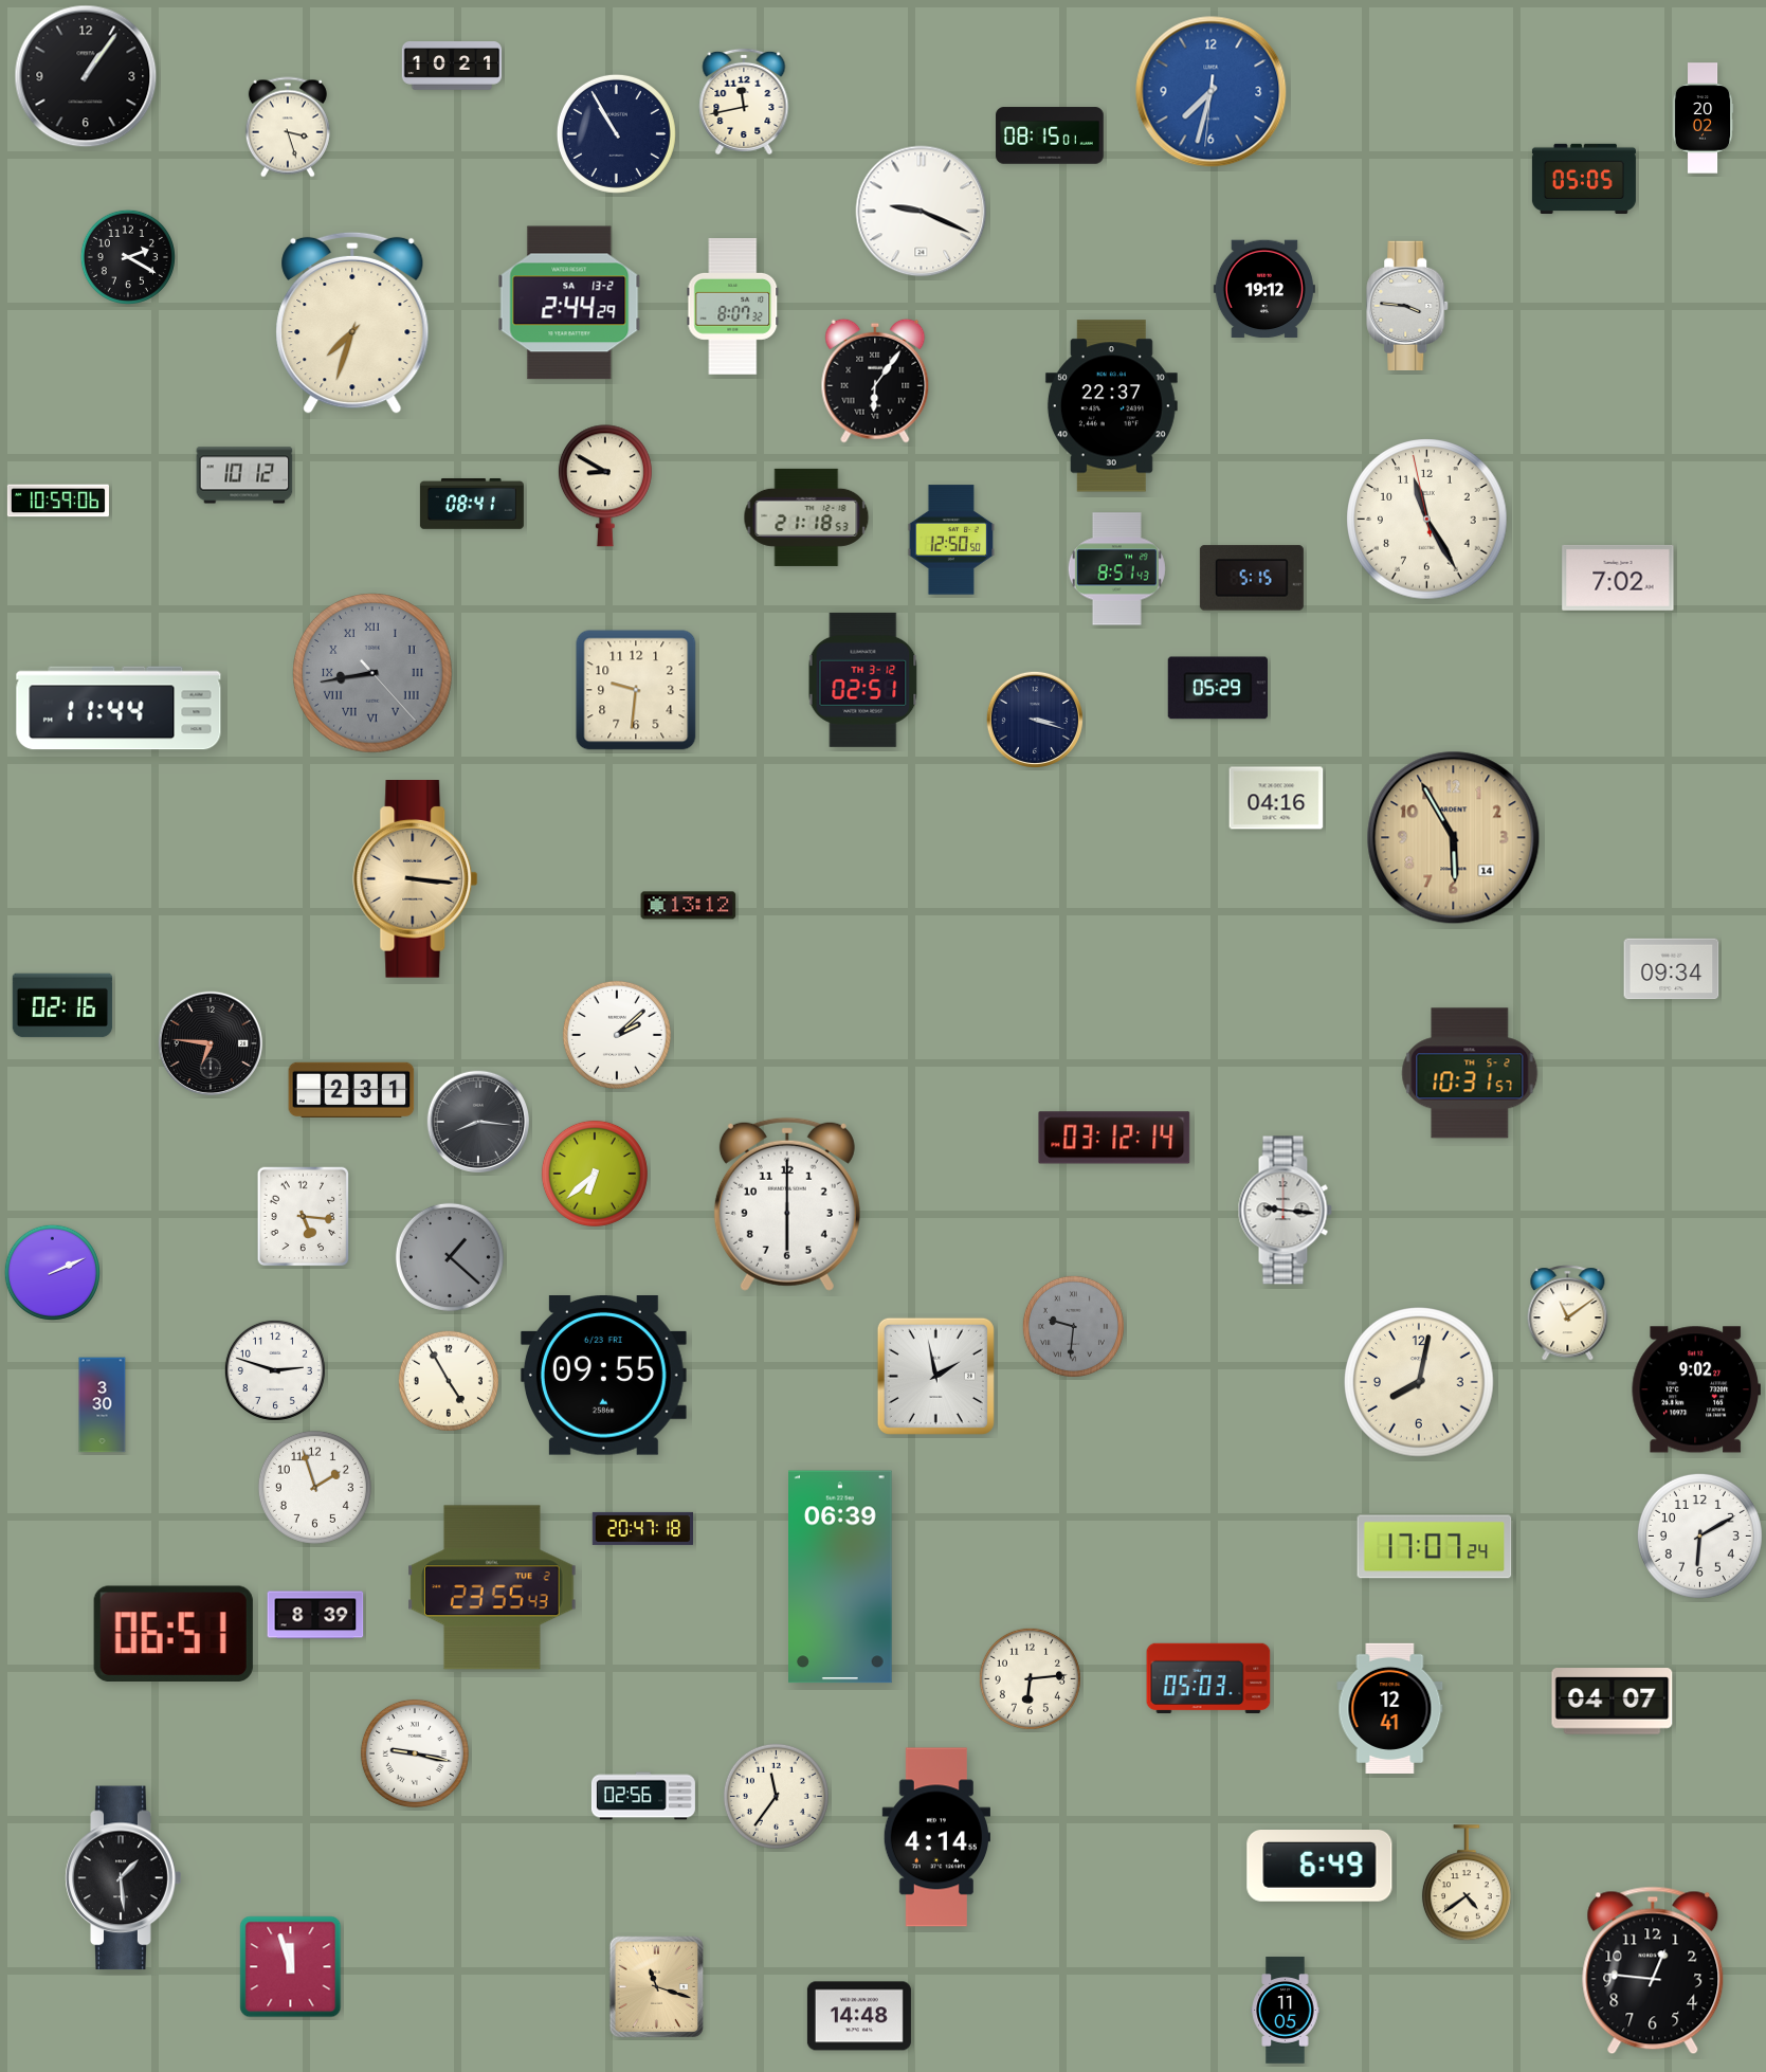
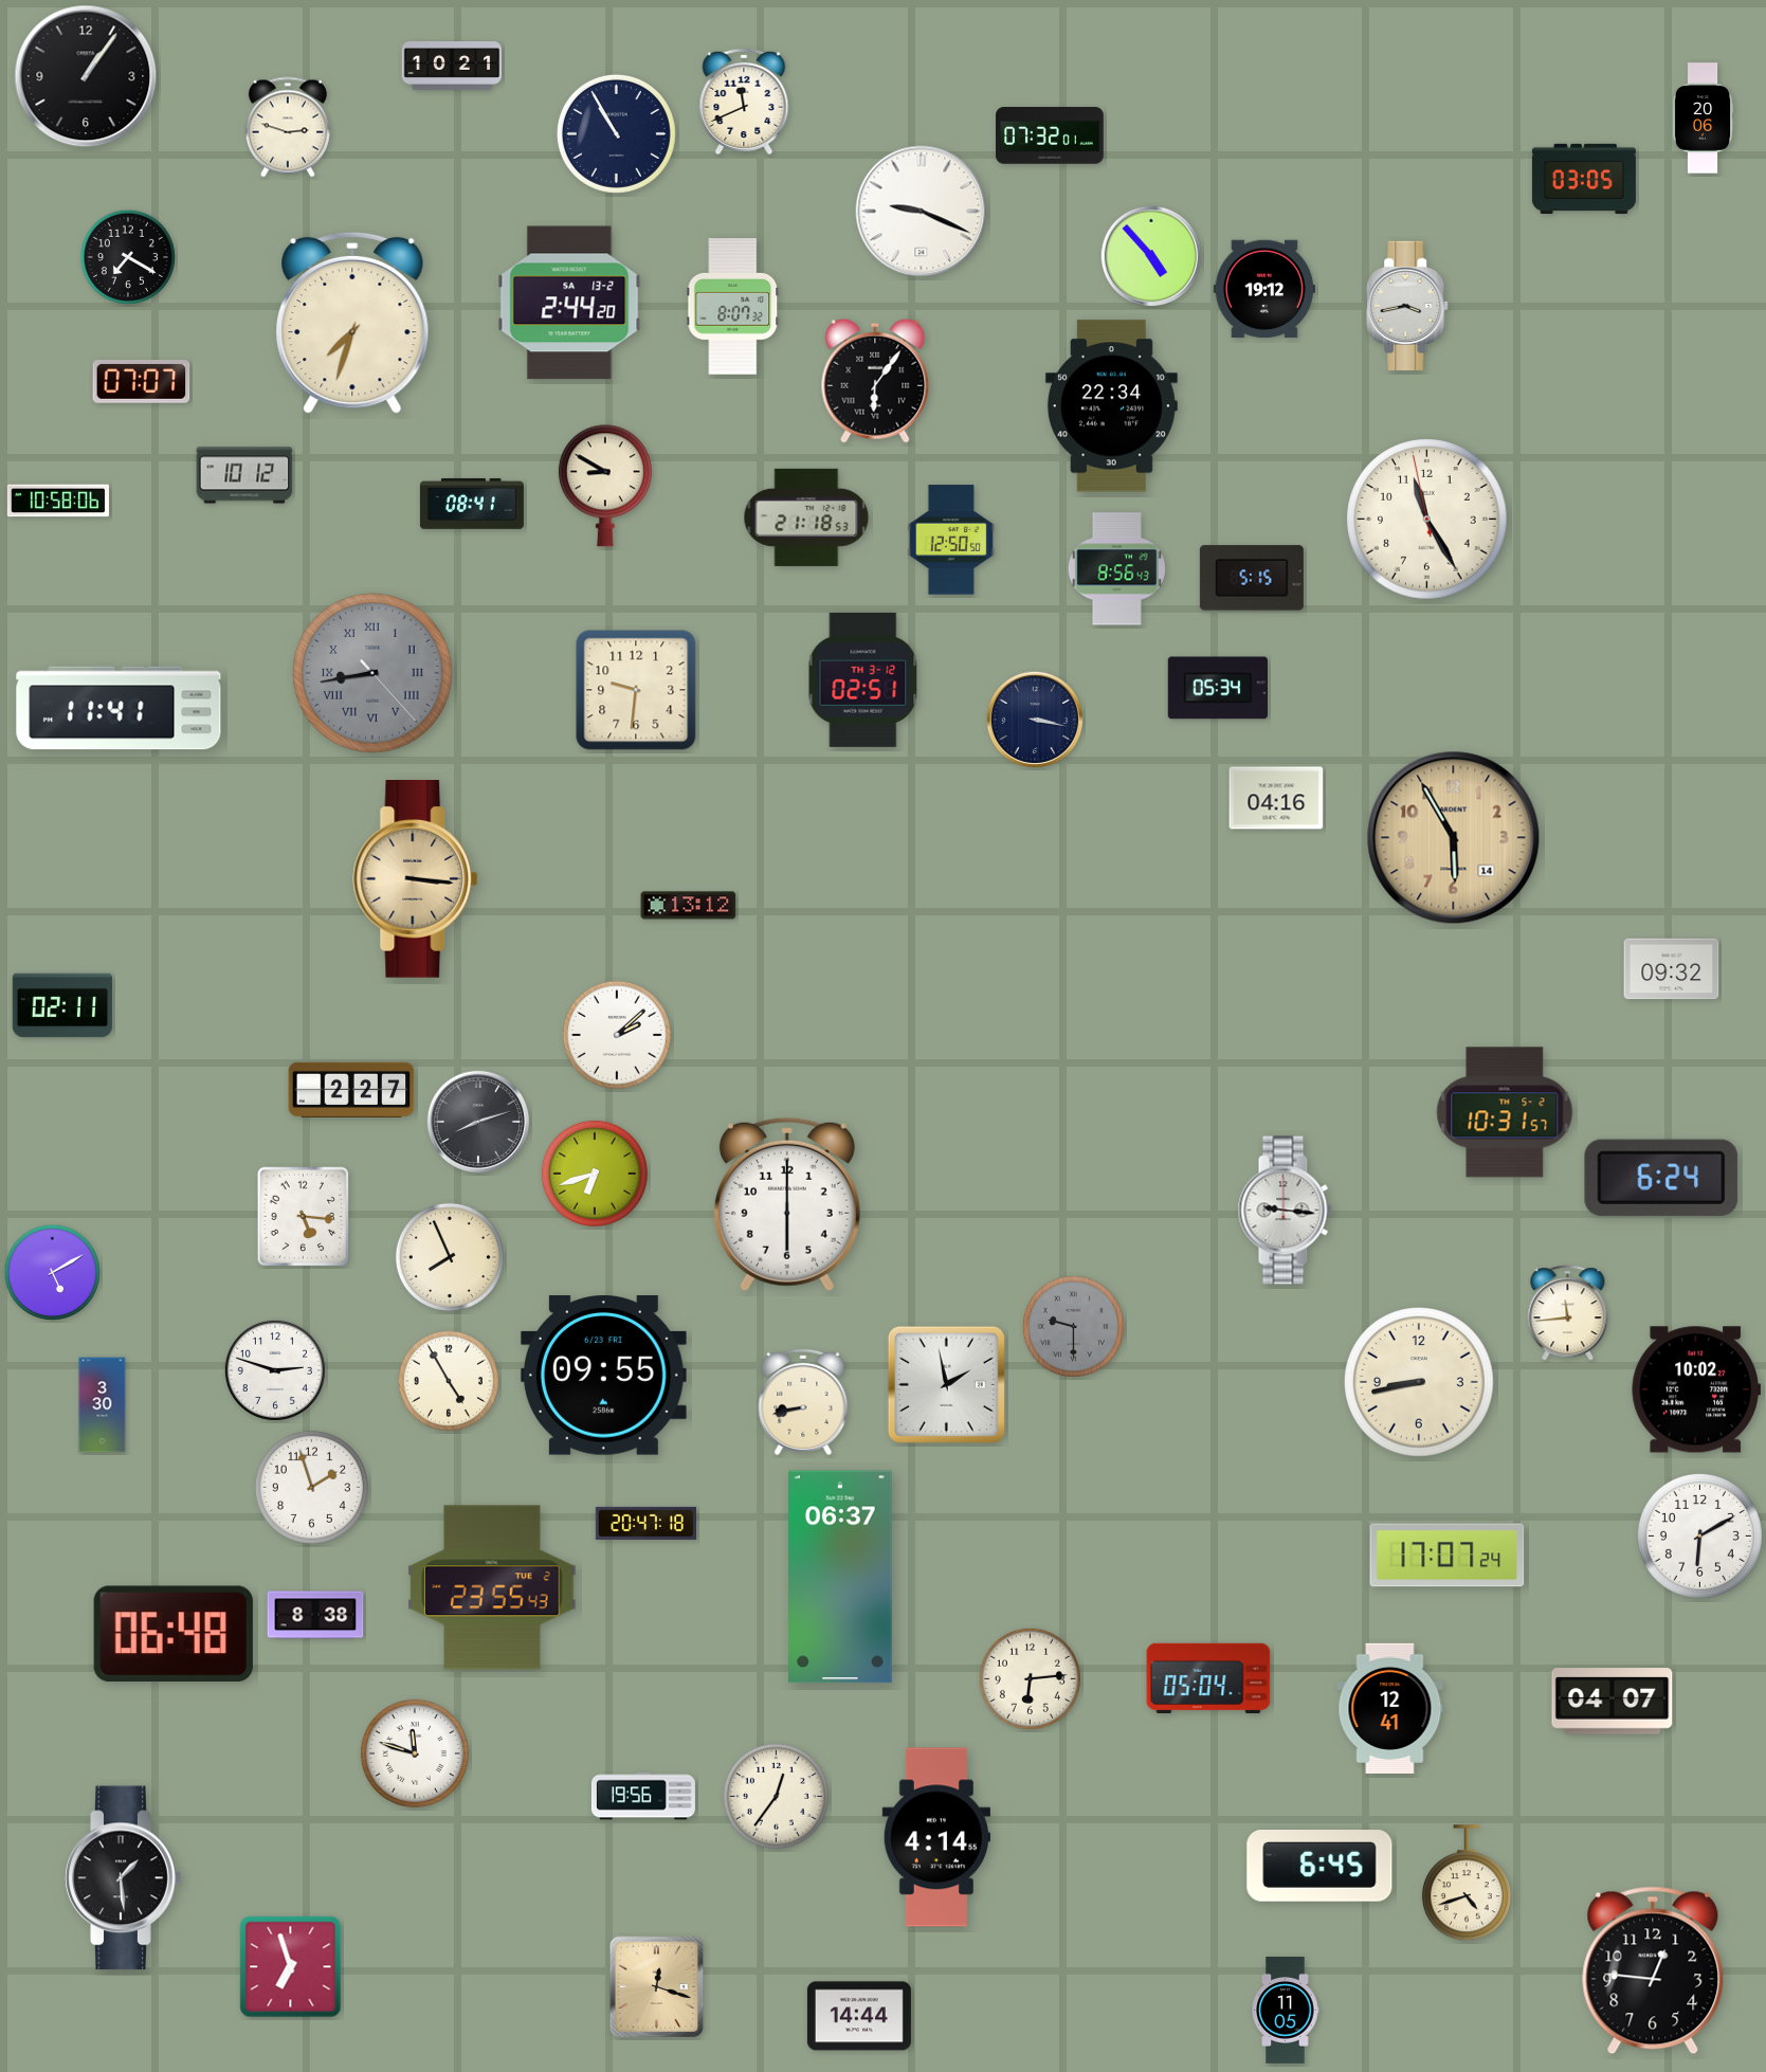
clock at (1212, 92): 7:32 -> none
clock at (744, 102): 11:43 -> 11:41
clock at (1703, 119): 20:02 -> 20:06
clock at (288, 127): 3:27 -> 2:48
clock at (1050, 135): 08:15 -> 07:32
clock at (1584, 178): 05:05 -> 03:05
clock at (1150, 255): none -> 4:53
clock at (128, 257): 2:20 -> 7:20
clock at (569, 303): 2:44:29 -> 2:44:20
clock at (1408, 305): 3:46 -> 3:43
clock at (142, 382): none -> 07:07
clock at (1111, 406): 22:37 -> 22:34
clock at (58, 501): 10:59 -> 10:58
clock at (1116, 569): 8:51 -> 8:56
clock at (1618, 578): 7:02 -> none
clock at (1218, 688): 05:29 -> 05:34
clock at (119, 708): 11:44 -> 11:41
clock at (1034, 719): 3:18 -> 3:17
clock at (1672, 969): 09:34 -> 09:32
clock at (62, 1005): 02:16 -> 02:11
clock at (211, 1043): 6:46 -> none
clock at (1470, 1073) position: (1470, 1073) -> (1505, 1112)
clock at (351, 1090): 2:31 -> 2:27
clock at (478, 1122): 8:16 -> 8:12
clock at (1114, 1138): 03:12 -> none
clock at (595, 1174): 6:38 -> 6:42
clock at (1661, 1178): none -> 6:24
clock at (450, 1257): 1:22 -> 7:56
clock at (450, 1257) dial: grey -> cream
clock at (52, 1272): 2:11 -> 5:10
clock at (1568, 1313): 11:09 -> 11:44
clock at (1073, 1326): 9:31 -> 9:30
clock at (935, 1376) position: (935, 1376) -> (946, 1384)
clock at (1420, 1383): 8:02 -> 8:43
clock at (1696, 1389): 9:02 -> 10:02
clock at (803, 1402): none -> 8:43
clock at (314, 1487) position: (314, 1487) -> (311, 1487)
clock at (642, 1528) position: (642, 1528) -> (645, 1523)
clock at (1435, 1547) position: (1435, 1547) -> (1448, 1556)
clock at (841, 1577): 06:39 -> 06:37
clock at (315, 1615): 8:39 -> 8:38
clock at (174, 1633): 06:51 -> 06:48
clock at (1208, 1678): 05:03 -> 05:04
clock at (415, 1753): 9:17 -> 11:48
clock at (643, 1796): 02:56 -> 19:56
clock at (776, 1796): 11:36 -> 12:36
clock at (1319, 1867): 6:49 -> 6:45
clock at (1467, 1884): 4:39 -> 4:42
clock at (291, 1967): 11:57 -> 6:57
clock at (657, 1987): 11:18 -> 12:18
clock at (859, 2016): 14:48 -> 14:44
